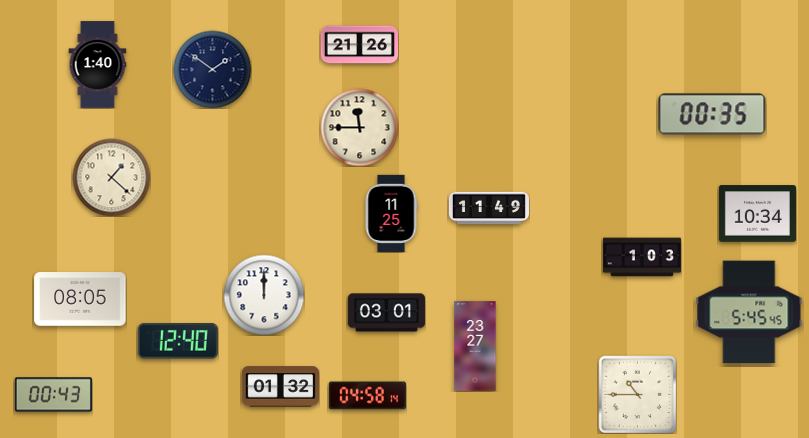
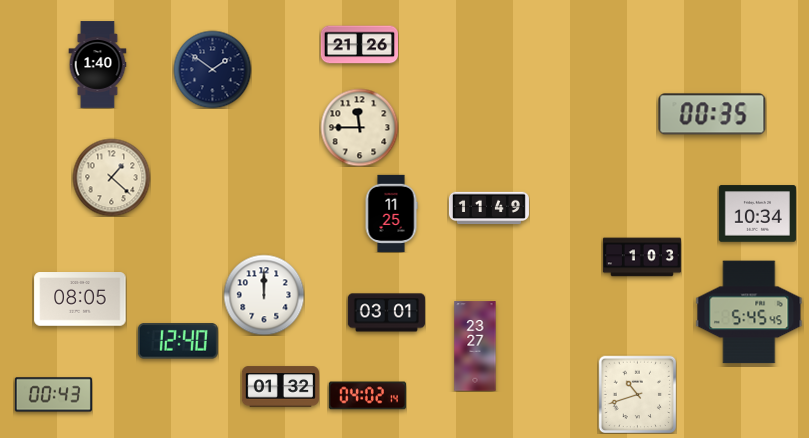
clock at (637, 394): 10:45 -> 10:42
clock at (367, 396): 04:58 -> 04:02
